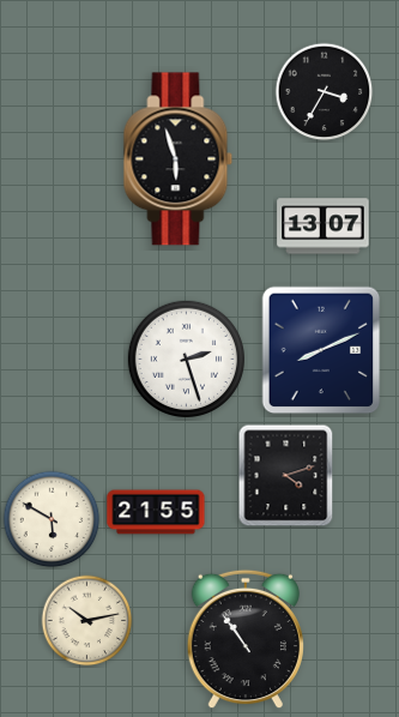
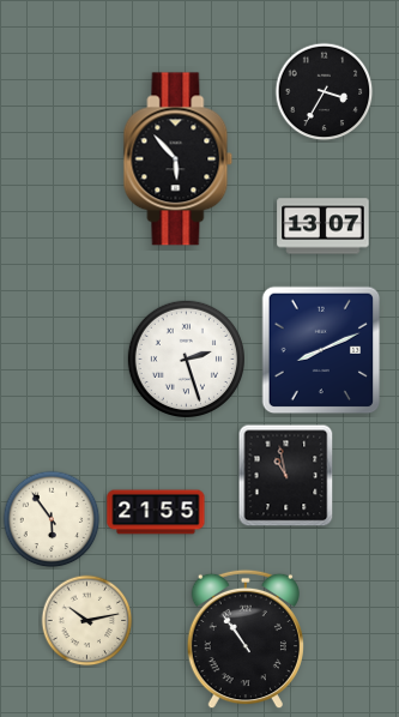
clock at (179, 159): 5:57 -> 5:53
clock at (286, 476): 4:12 -> 10:58
clock at (52, 519): 5:50 -> 5:54
